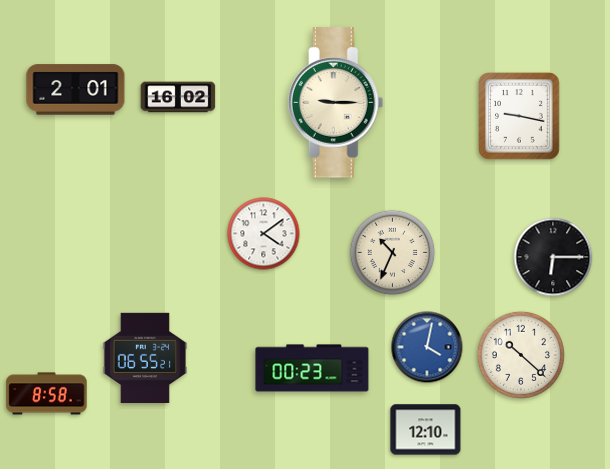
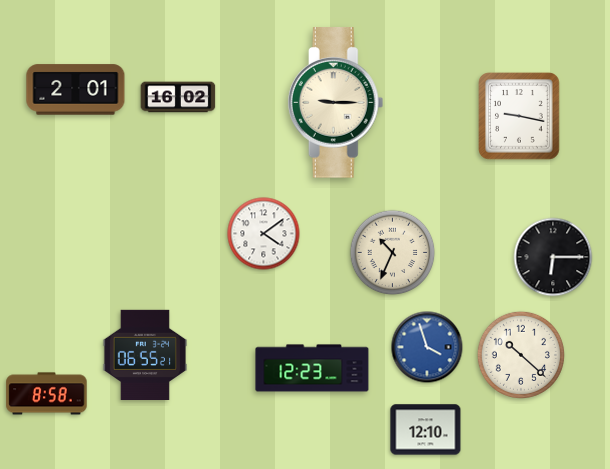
clock at (427, 347): 4:02 -> 3:57
clock at (145, 357) position: (145, 357) -> (145, 354)
clock at (312, 368): 00:23 -> 12:23
